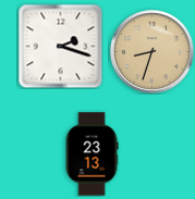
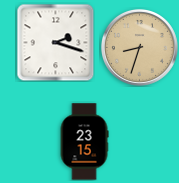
clock at (92, 154): 23:13 -> 23:15
